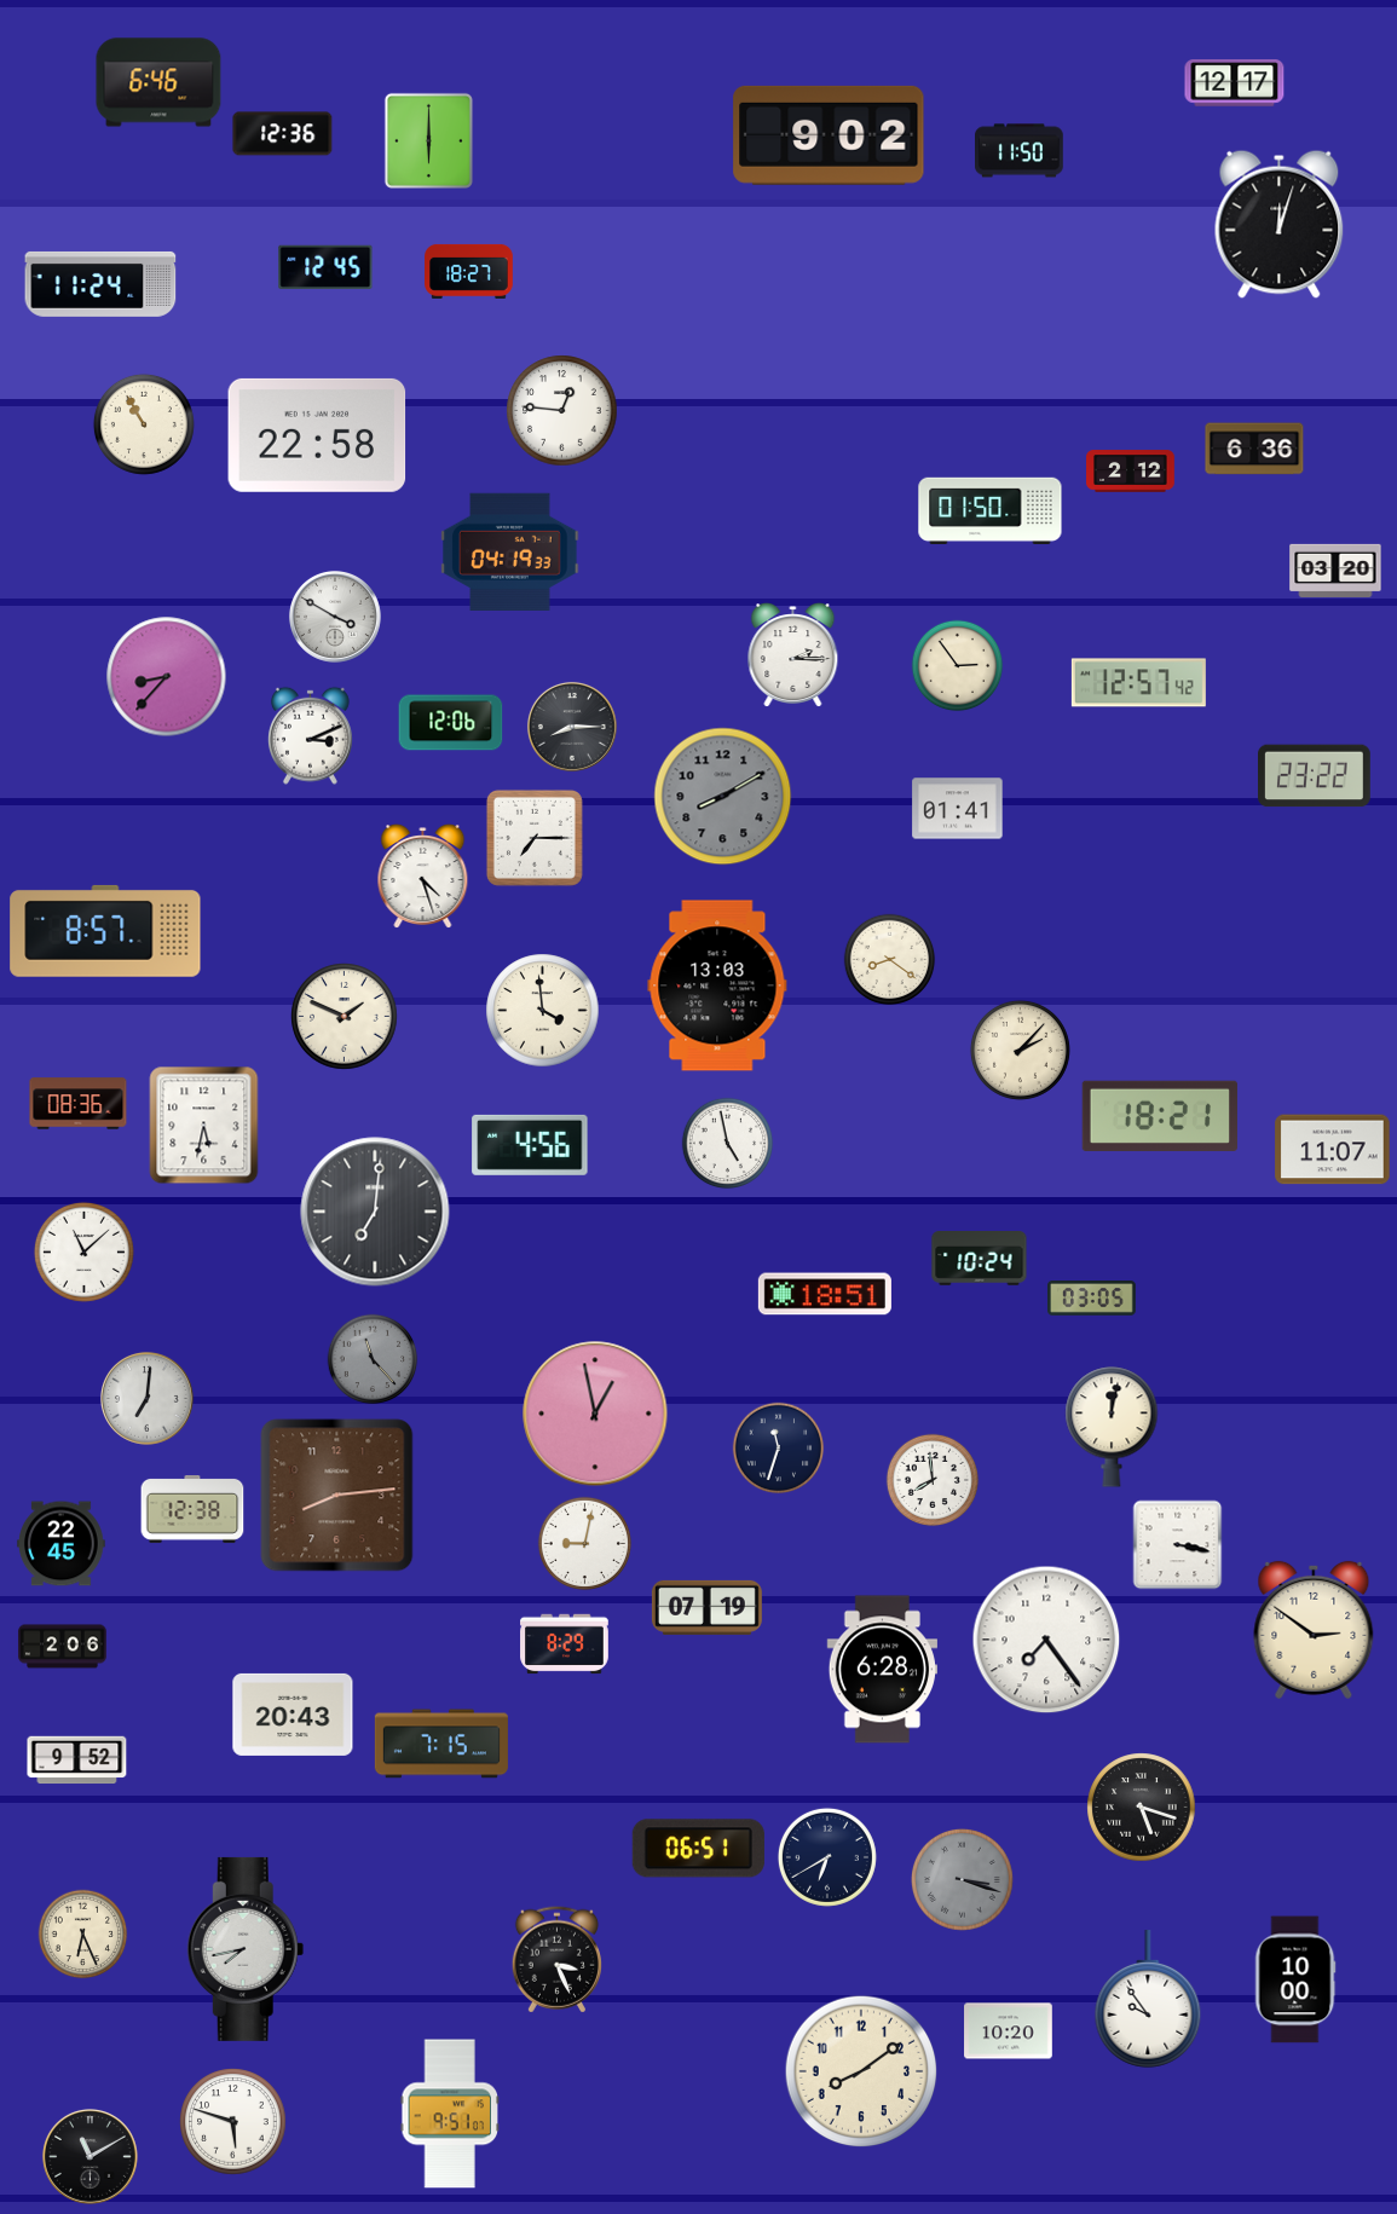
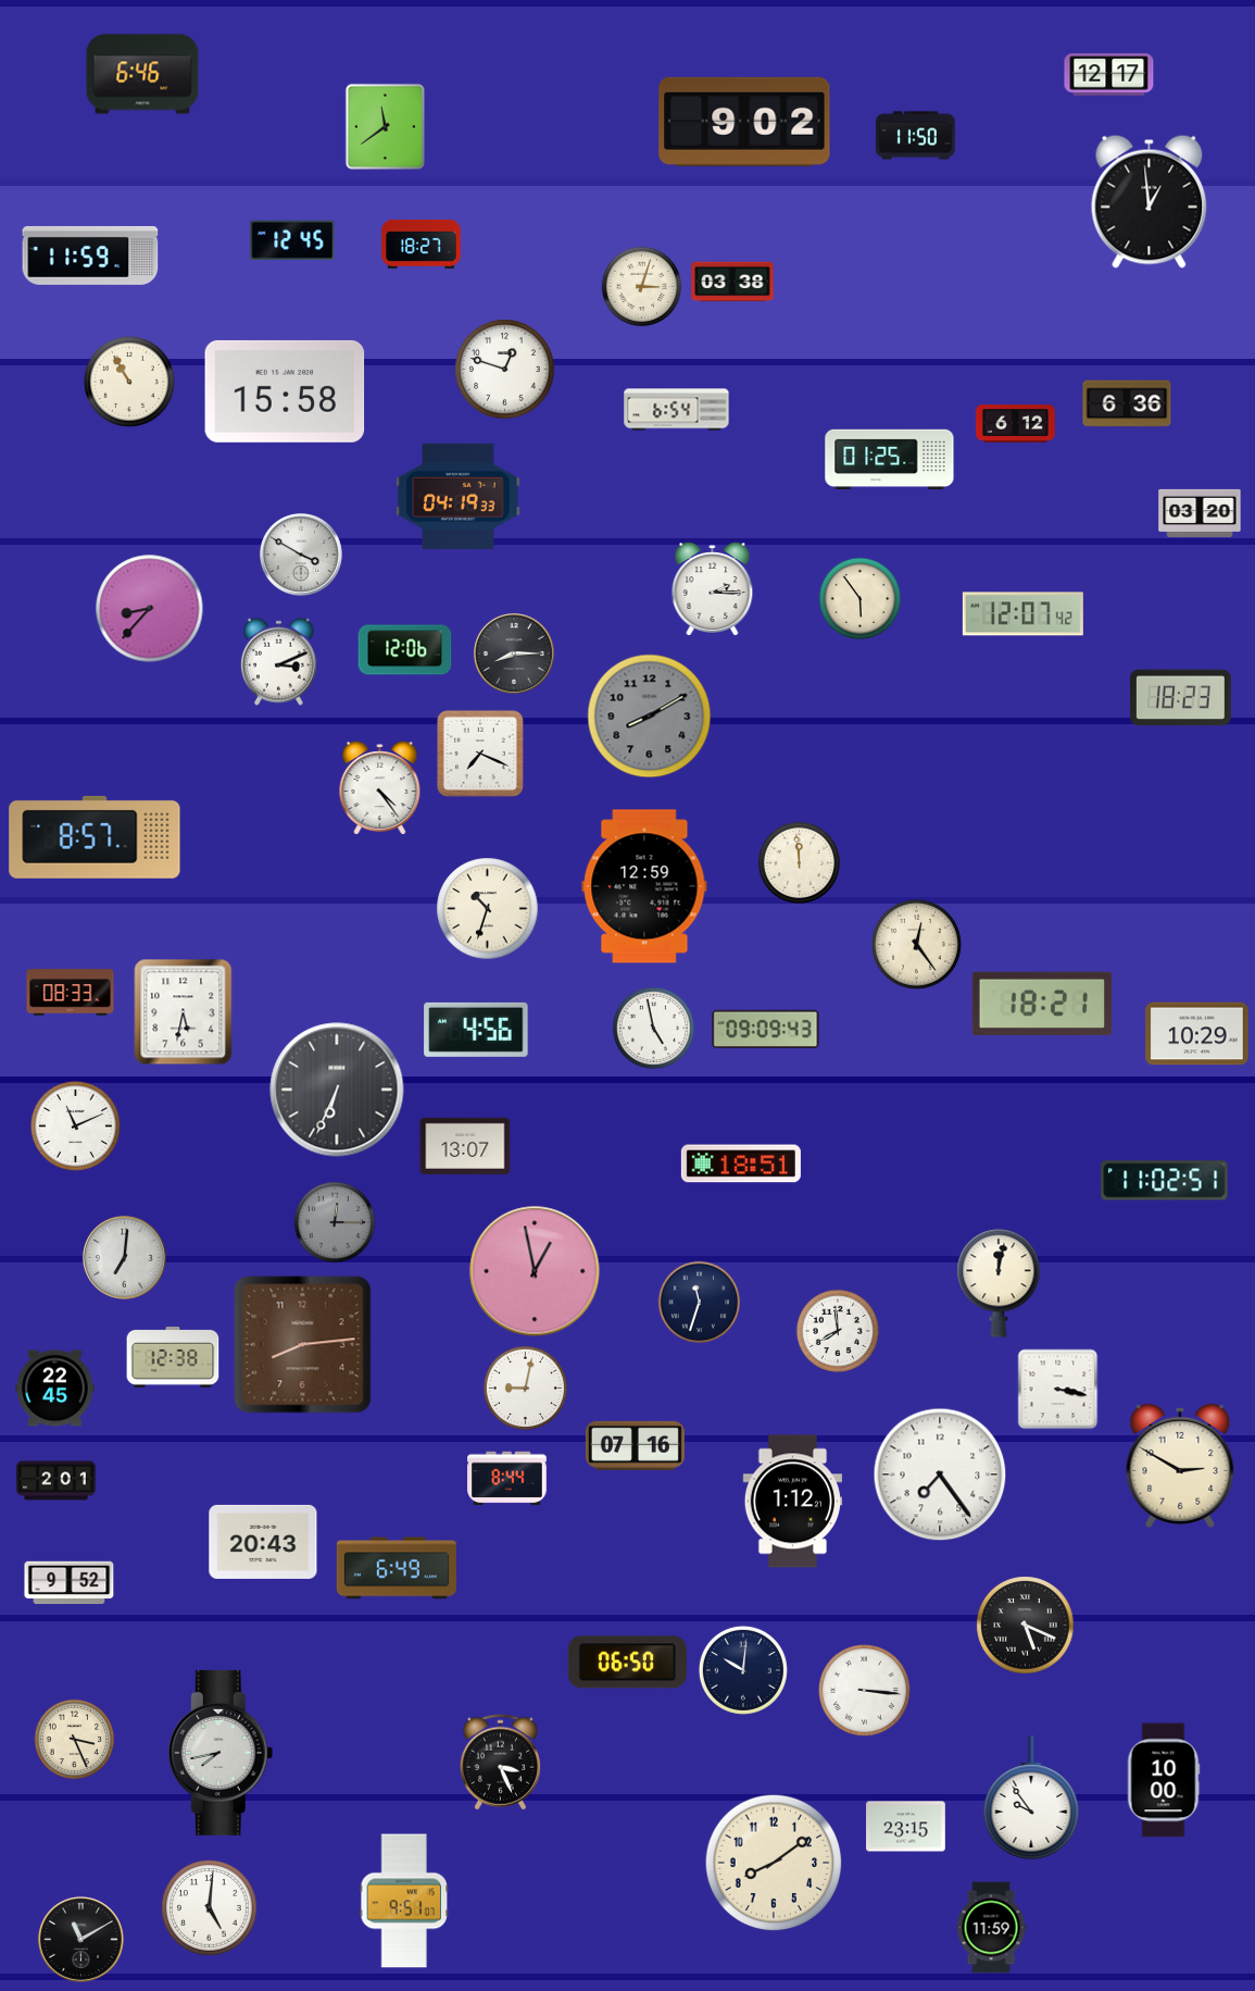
clock at (283, 134): 12:36 -> none
clock at (428, 140): 6:00 -> 11:39
clock at (1280, 224): 12:03 -> 12:59
clock at (100, 284): 11:24 -> 11:59
clock at (732, 282): none -> 03:38
clock at (642, 287): none -> 3:03
clock at (562, 411): 12:46 -> 12:48
clock at (317, 435): 22:58 -> 15:58
clock at (677, 410): none -> 6:54
clock at (1131, 472): 2:12 -> 6:12
clock at (991, 510): 01:50 -> 01:25
clock at (958, 666): 2:54 -> 5:54
clock at (1138, 683): 12:57 -> 12:07
clock at (1315, 776): 23:22 -> 18:23
clock at (958, 809): 01:41 -> none
clock at (535, 838): 7:15 -> 7:19
clock at (423, 877): 4:27 -> 4:24
clock at (890, 960): 8:21 -> 11:59
clock at (717, 985): 13:03 -> 12:59
clock at (543, 1011): 3:59 -> 10:33
clock at (345, 1017): 1:49 -> none
clock at (1020, 1050): 2:07 -> 12:24
clock at (79, 1104): 08:36 -> 08:33
clock at (766, 1029): none -> 09:09
clock at (1333, 1150): 11:07 -> 10:29
clock at (375, 1212): 7:01 -> 6:34
clock at (83, 1251): 11:08 -> 11:11
clock at (980, 1259): 10:24 -> none
clock at (465, 1146): none -> 13:07
clock at (1092, 1299): 03:05 -> none
clock at (1165, 1181): none -> 11:02
clock at (373, 1359): 11:23 -> 12:15
clock at (146, 1398) position: (146, 1398) -> (124, 1257)
clock at (706, 1607): 07:19 -> 07:16
clock at (1314, 1630): 2:51 -> 2:50
clock at (565, 1644): 8:29 -> 8:44
clock at (63, 1647): 2:06 -> 2:01
clock at (883, 1670): 6:28 -> 1:12
clock at (441, 1744): 7:15 -> 6:49
clock at (1142, 1808): 5:18 -> 5:19
clock at (698, 1849): 06:51 -> 06:50
clock at (827, 1857): 6:40 -> 10:01
clock at (962, 1879): 3:18 -> 3:16
clock at (962, 1879) dial: grey -> white
clock at (83, 1935): 6:26 -> 3:26
clock at (1009, 2031): 10:20 -> 23:15
clock at (233, 2122): 5:48 -> 5:01
clock at (991, 1928): none -> 11:59
